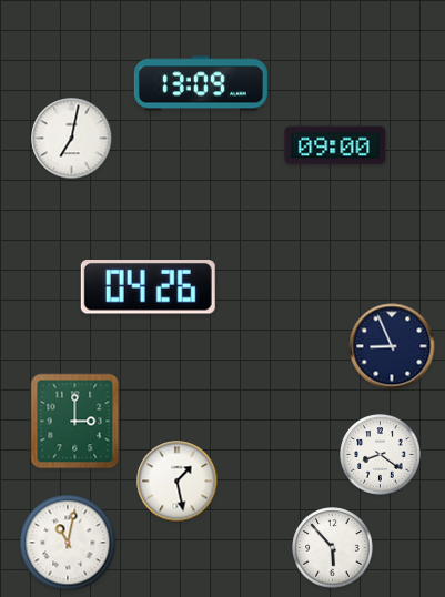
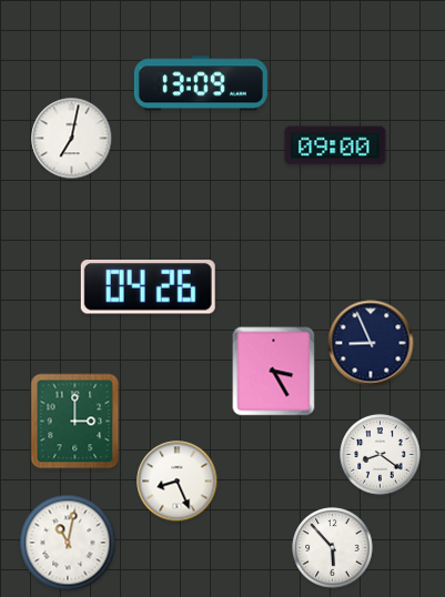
clock at (392, 346) position: (392, 346) -> (371, 343)
clock at (274, 372): none -> 3:25
clock at (178, 482): 1:28 -> 8:26
